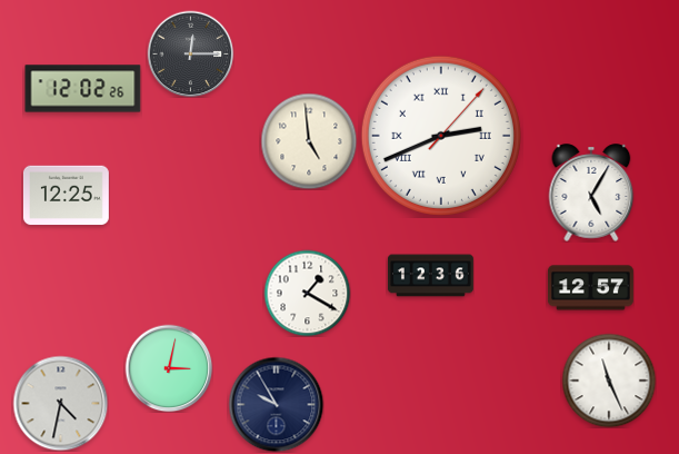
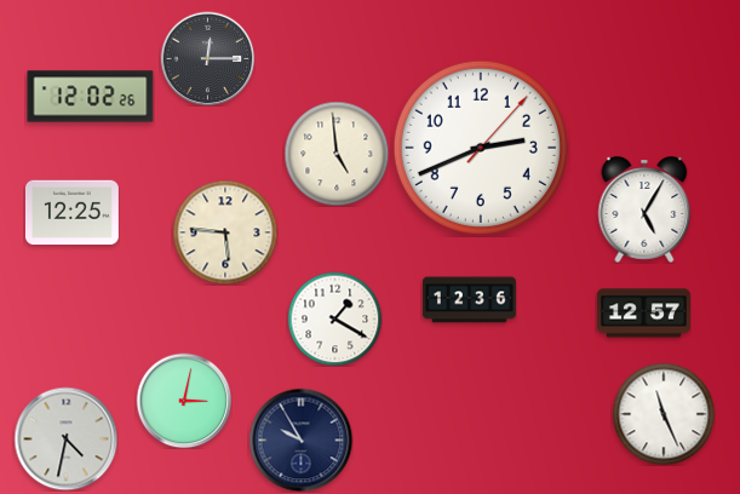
clock at (441, 136) numerals: Roman -> Arabic
clock at (225, 232): none -> 5:46
